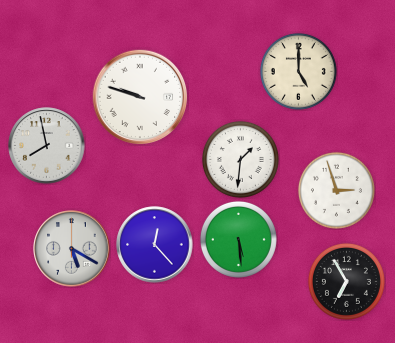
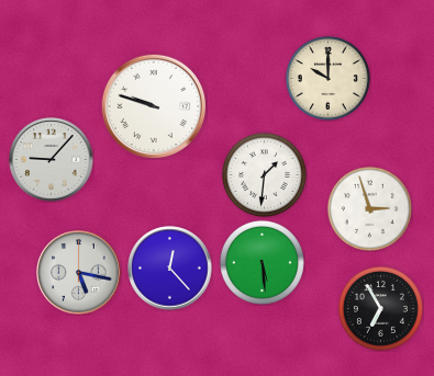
clock at (298, 71): 5:00 -> 10:00
clock at (47, 146): 7:58 -> 9:07
clock at (72, 249): 5:20 -> 5:17
